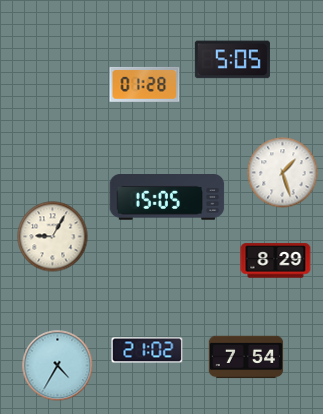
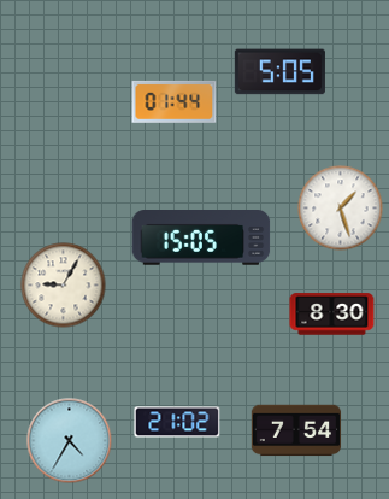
clock at (145, 84): 01:28 -> 01:44
clock at (276, 261): 8:29 -> 8:30
